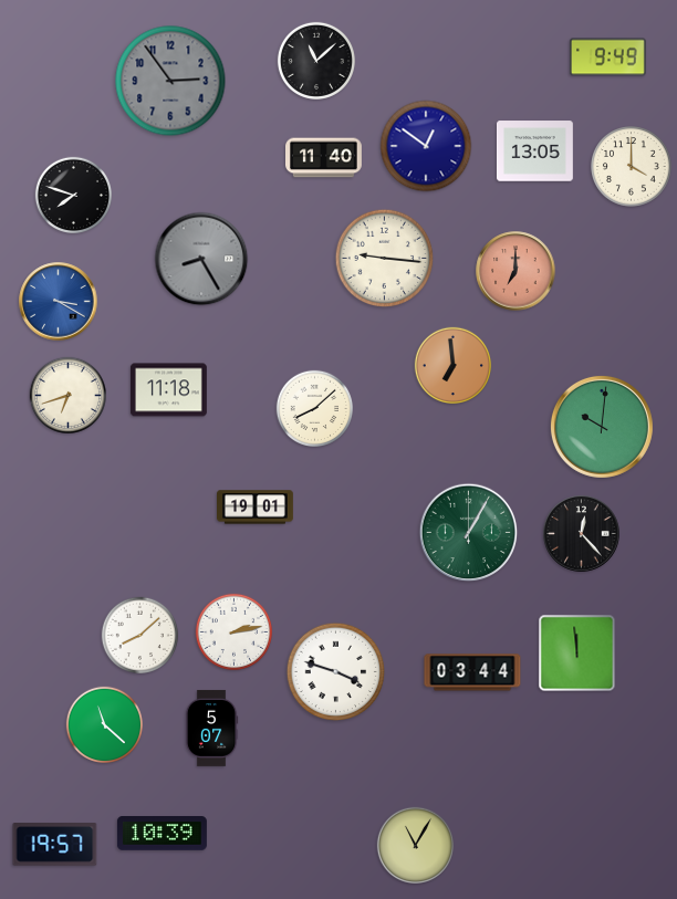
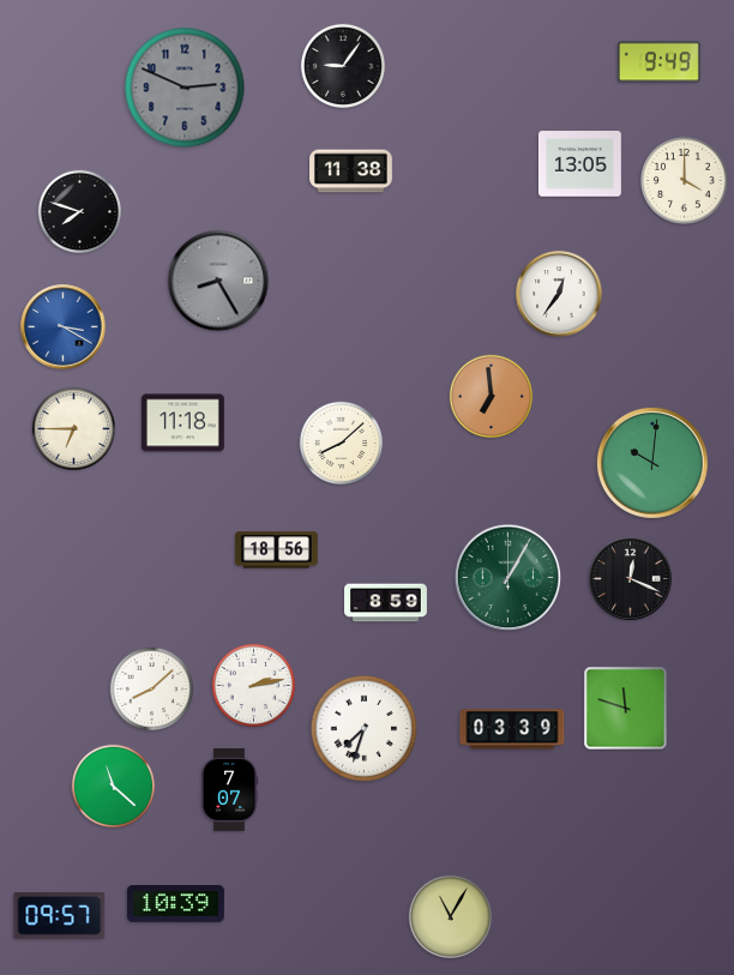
clock at (316, 61): 11:08 -> 9:06
clock at (170, 81): 2:54 -> 2:49
clock at (426, 146): 12:51 -> none
clock at (324, 158): 11:40 -> 11:38
clock at (385, 259): 9:16 -> none
clock at (515, 271): 7:00 -> 12:36
clock at (515, 271) dial: salmon -> white
clock at (67, 395): 6:42 -> 6:45
clock at (256, 508): 19:01 -> 18:56
clock at (582, 534): 12:23 -> 12:19
clock at (386, 603): none -> 8:59
clock at (577, 654): 11:59 -> 11:48
clock at (336, 672): 3:48 -> 7:33
clock at (472, 672): 03:44 -> 03:39
clock at (211, 728): 5:07 -> 7:07
clock at (55, 845): 19:57 -> 09:57
